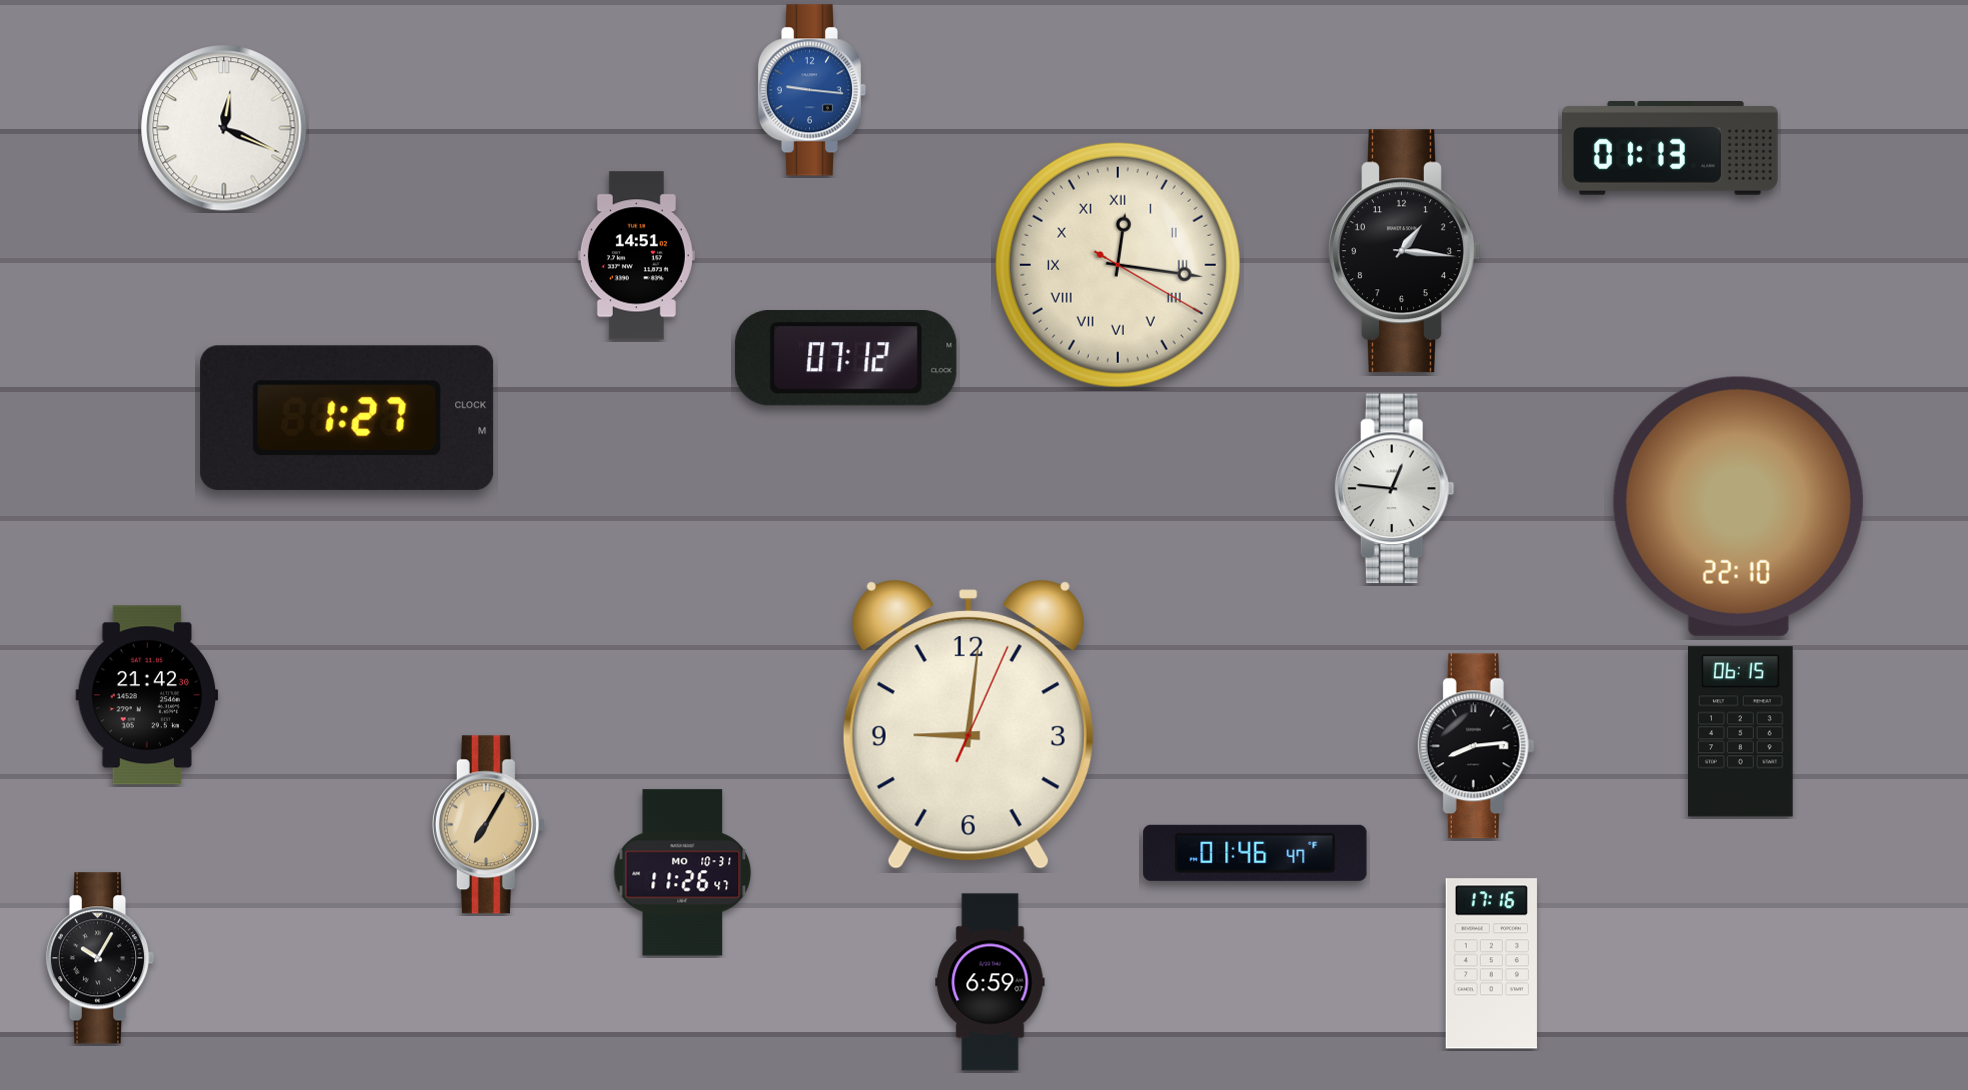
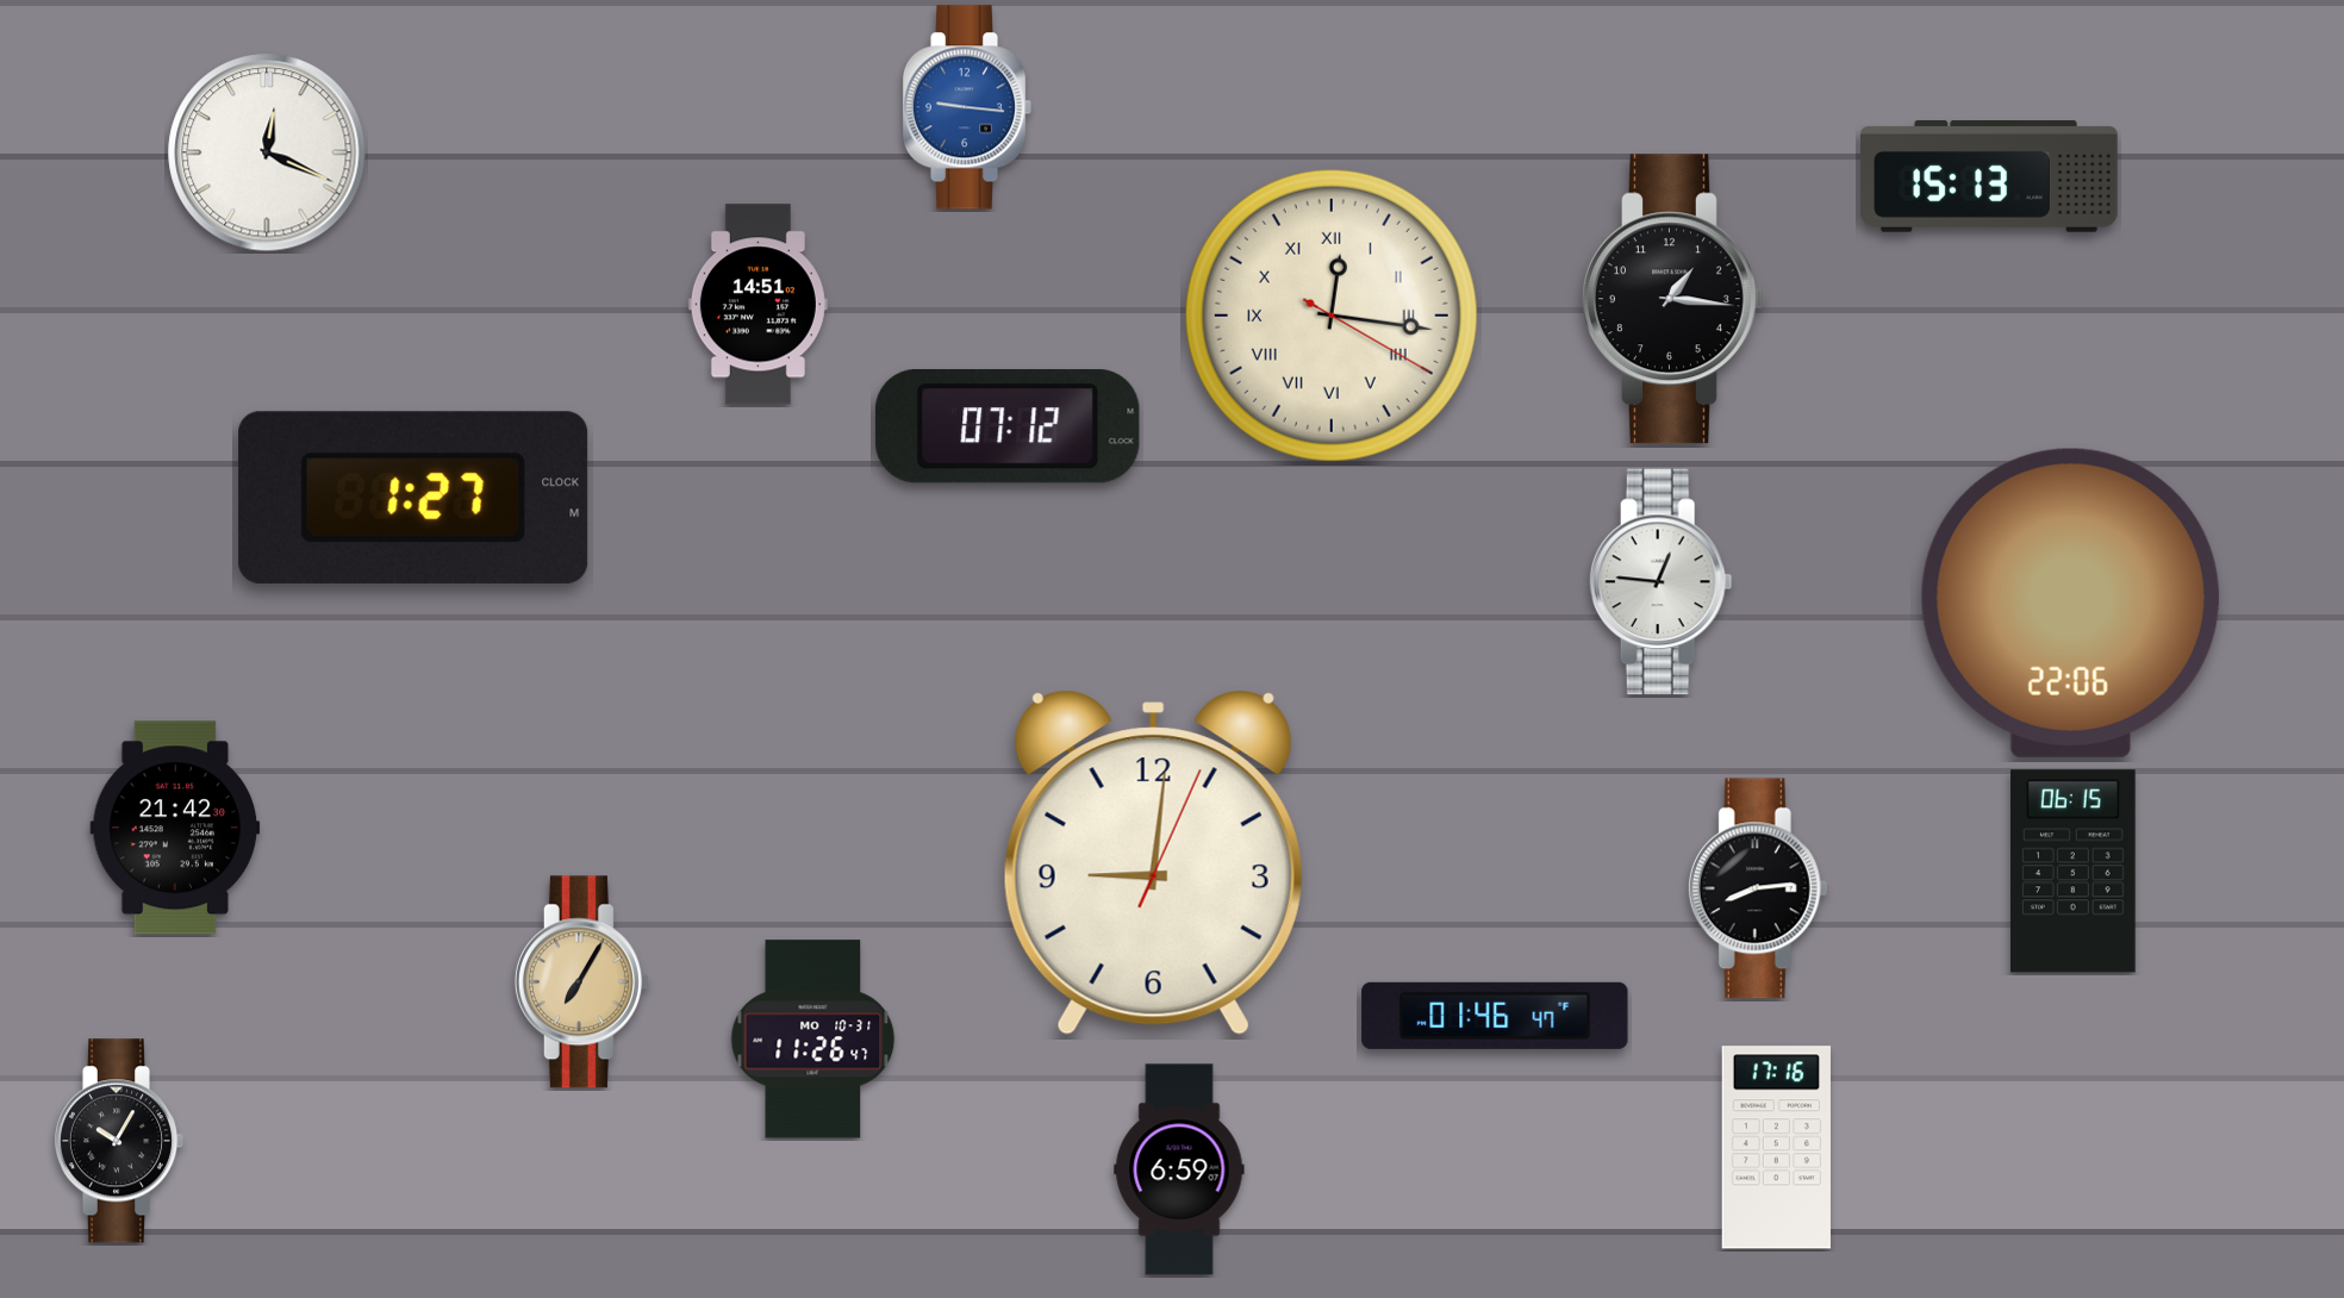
clock at (1671, 149): 01:13 -> 15:13
clock at (1738, 506): 22:10 -> 22:06
